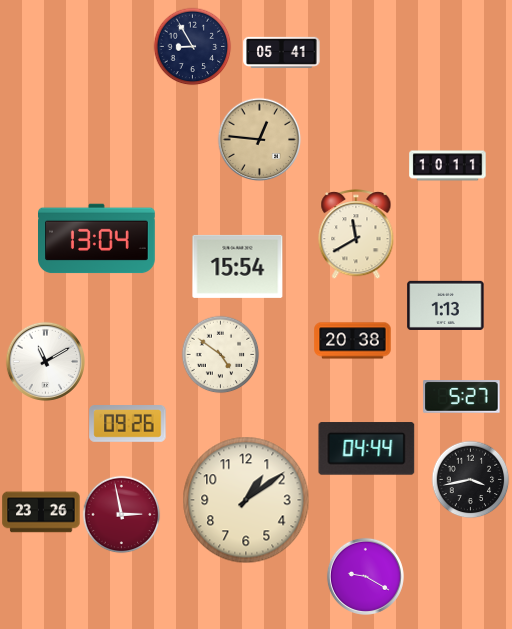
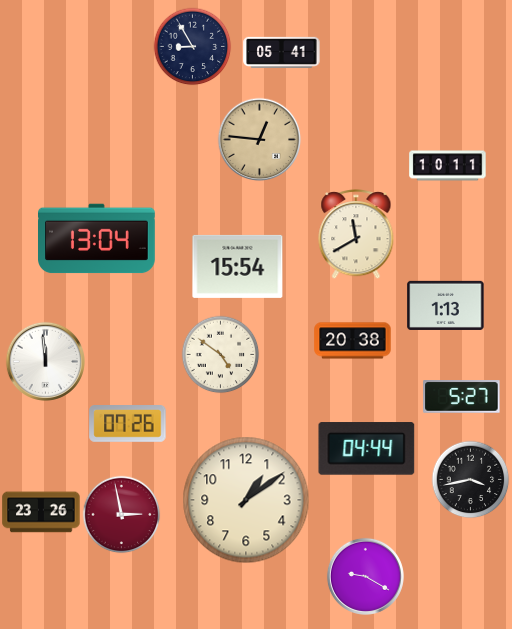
clock at (45, 361): 11:10 -> 11:59
clock at (128, 424): 09:26 -> 07:26
